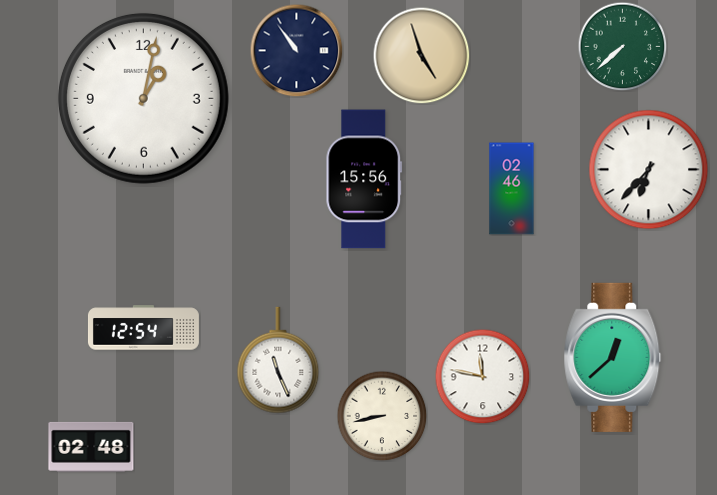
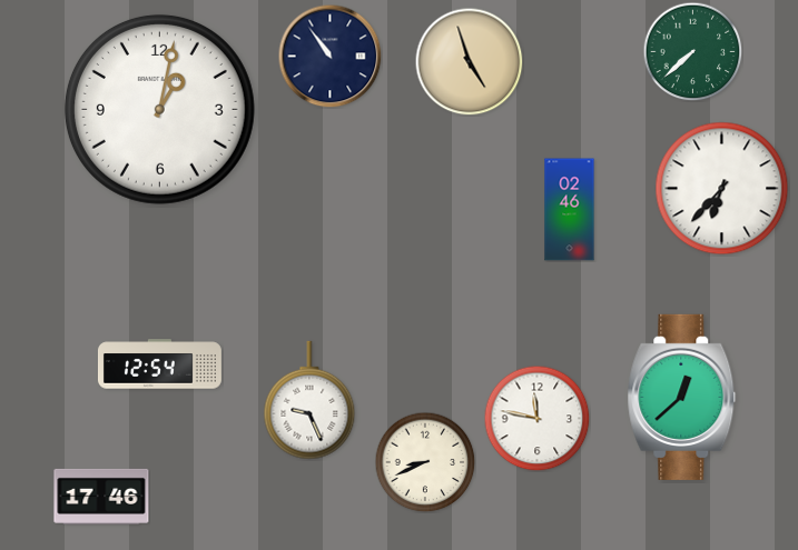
clock at (364, 179): 15:56 -> none
clock at (278, 360): 11:26 -> 9:26
clock at (382, 416): 8:43 -> 8:41
clock at (91, 447): 02:48 -> 17:46
